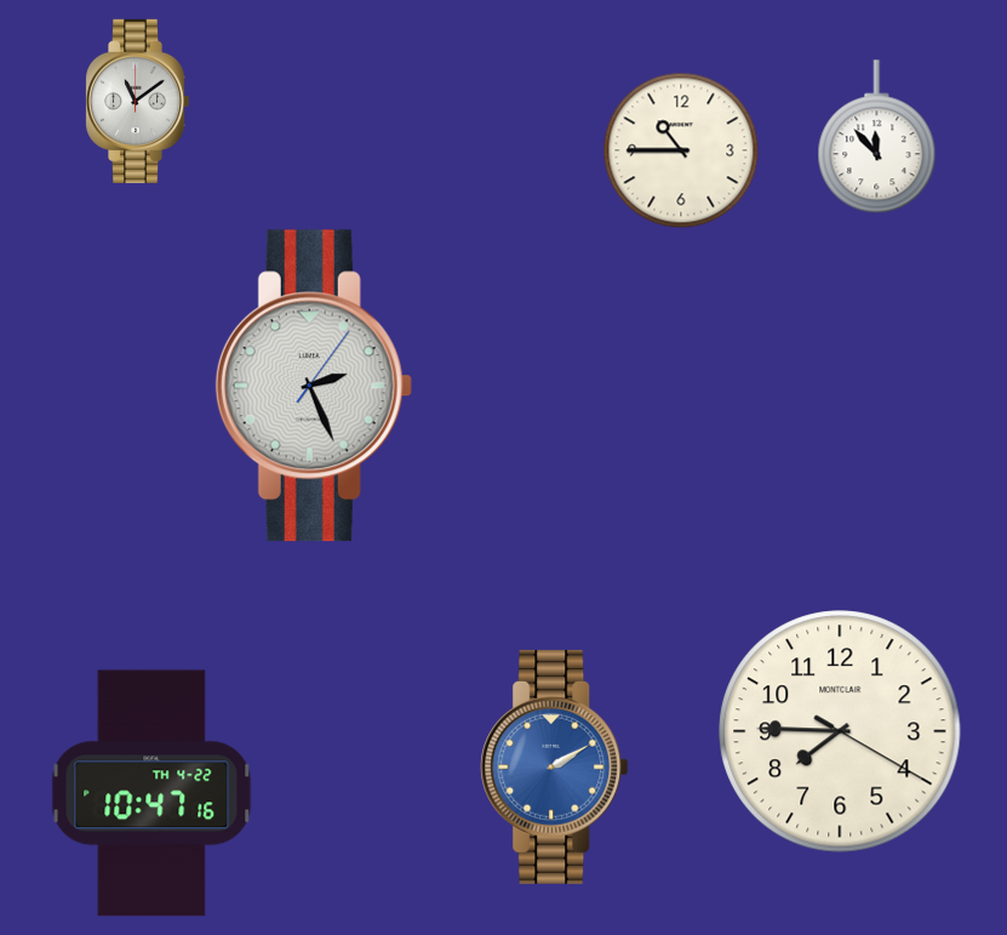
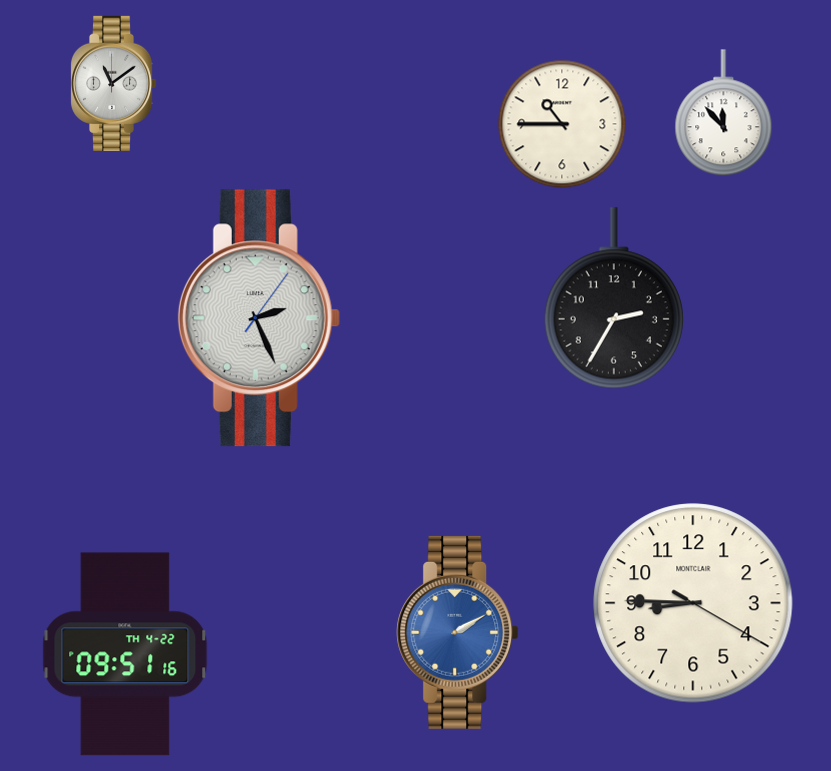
clock at (614, 298): none -> 2:35
clock at (840, 731): 7:45 -> 8:45
clock at (151, 793): 10:47 -> 09:51
